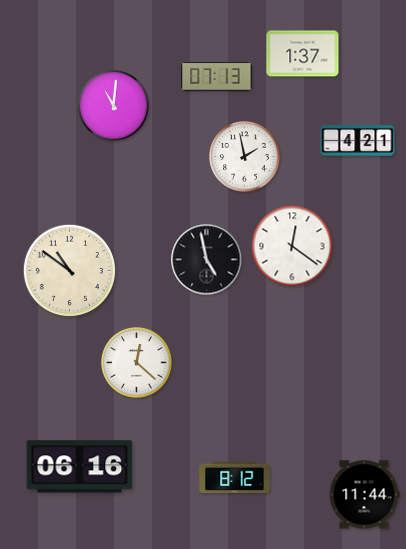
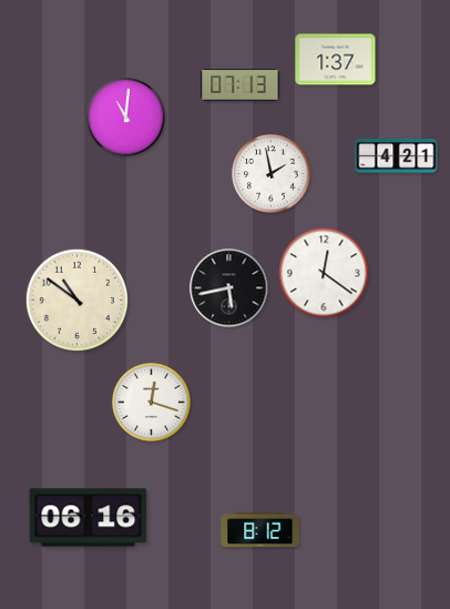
clock at (207, 260): 4:58 -> 5:43
clock at (137, 363): 12:22 -> 12:18
clock at (364, 495): 11:44 -> none
